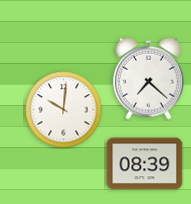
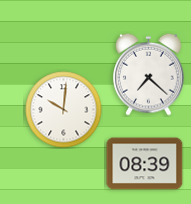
clock at (149, 78) position: (149, 78) -> (149, 74)
